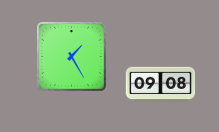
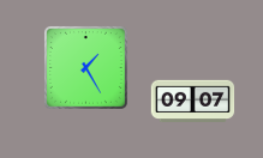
clock at (161, 84): 09:08 -> 09:07
